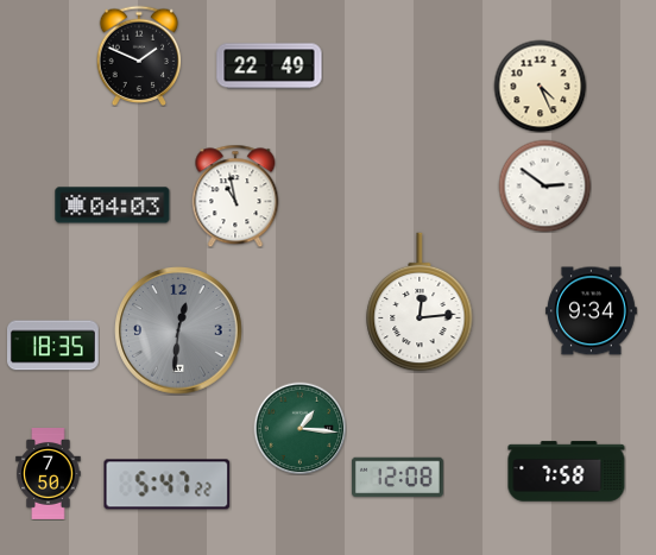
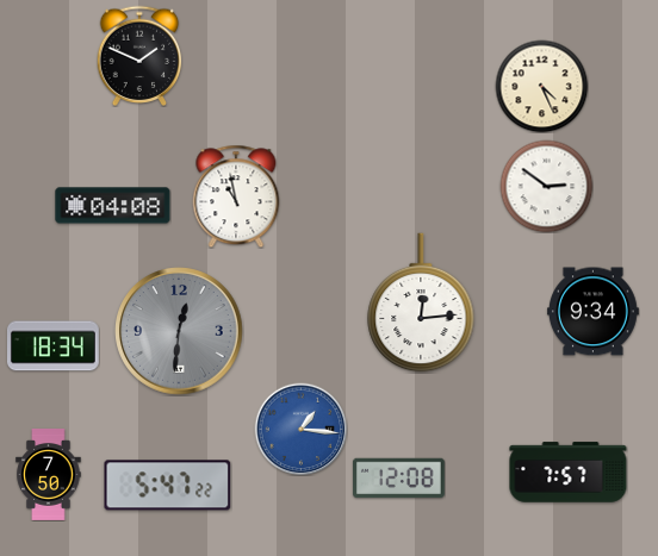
clock at (270, 67): 22:49 -> none
clock at (113, 206): 04:03 -> 04:08
clock at (52, 346): 18:35 -> 18:34
clock at (299, 428) dial: green -> blue
clock at (567, 472): 7:58 -> 7:57
